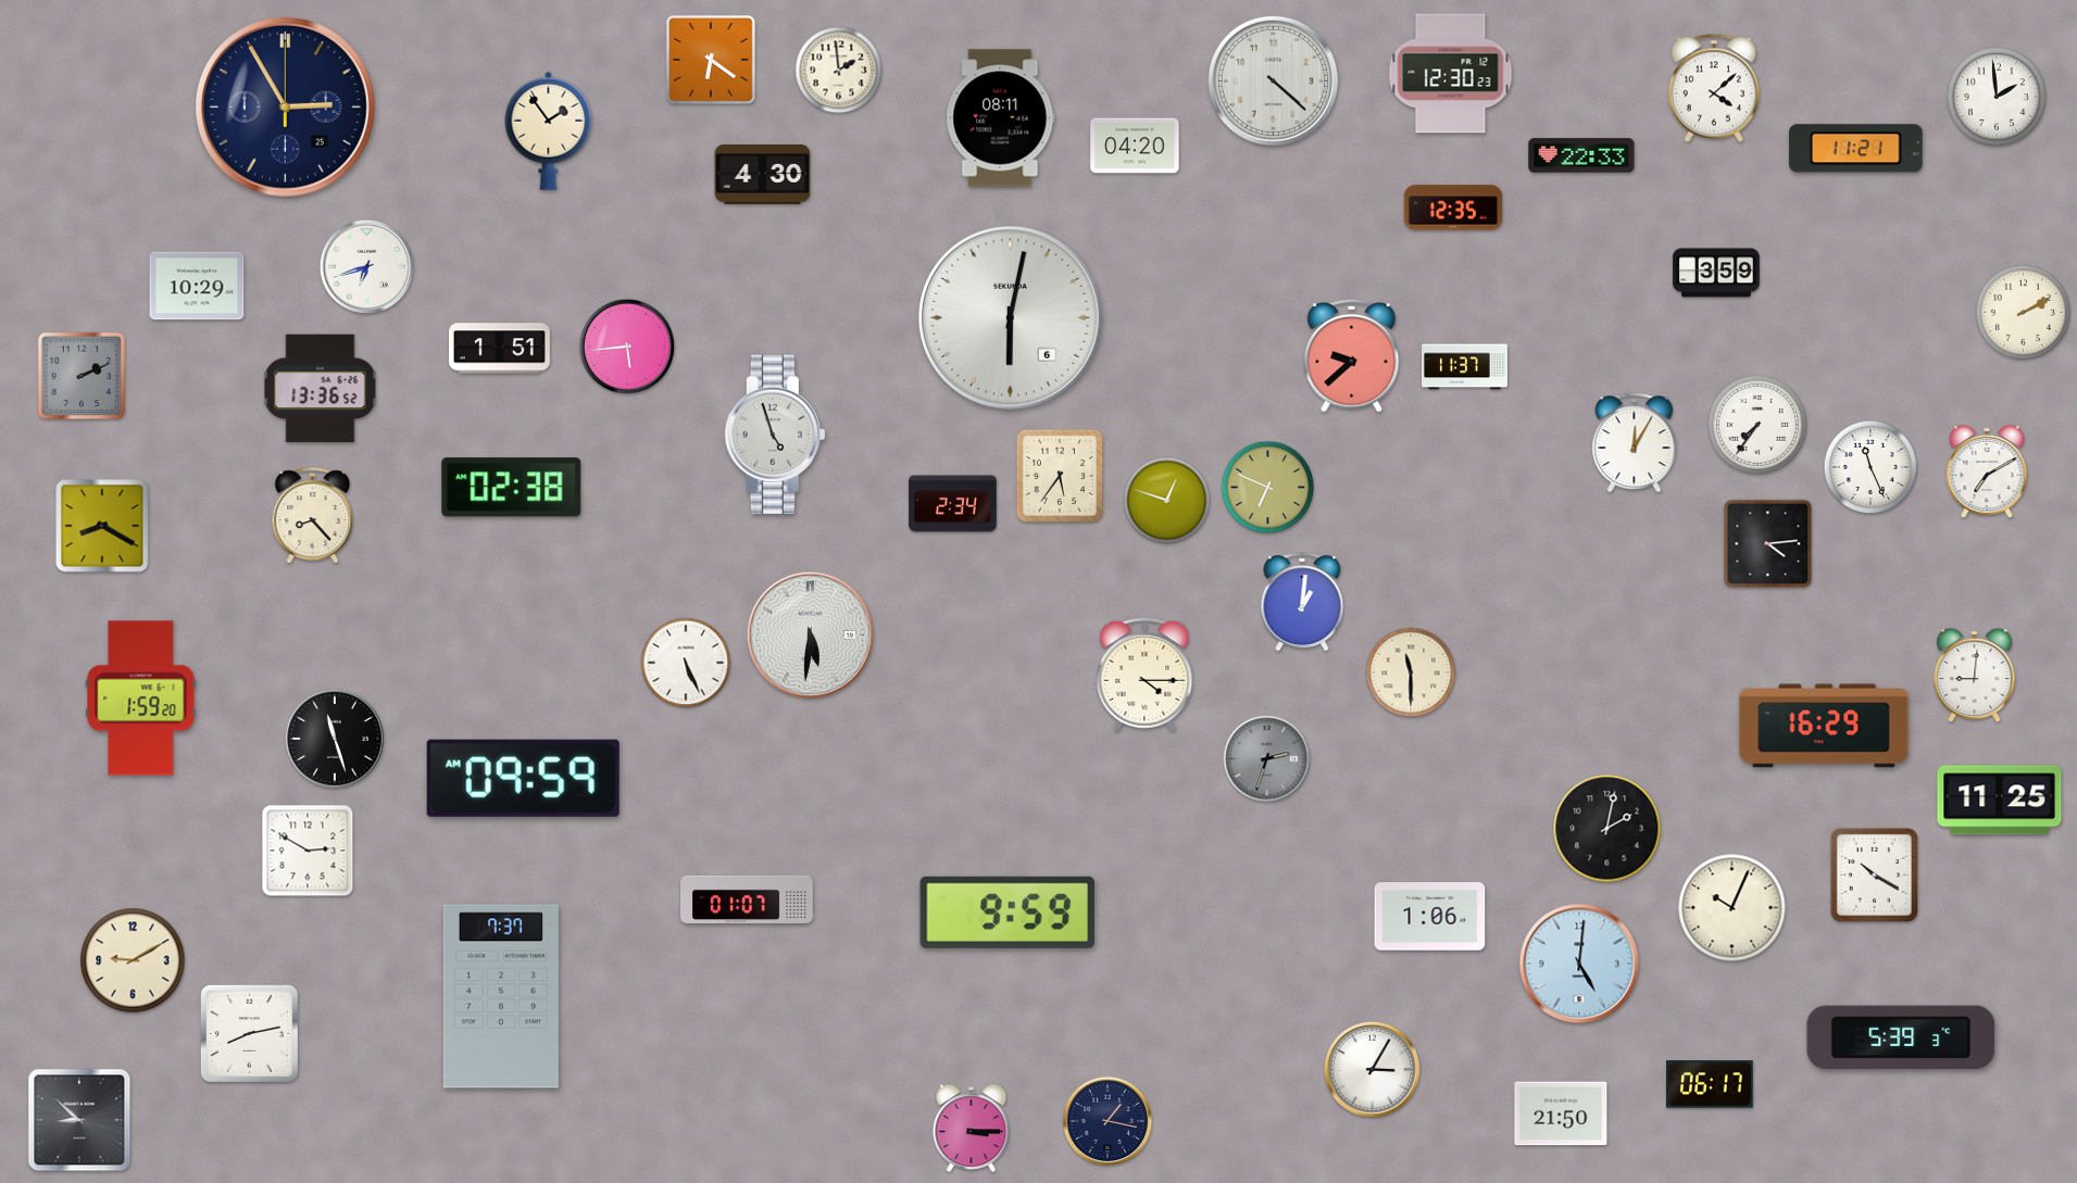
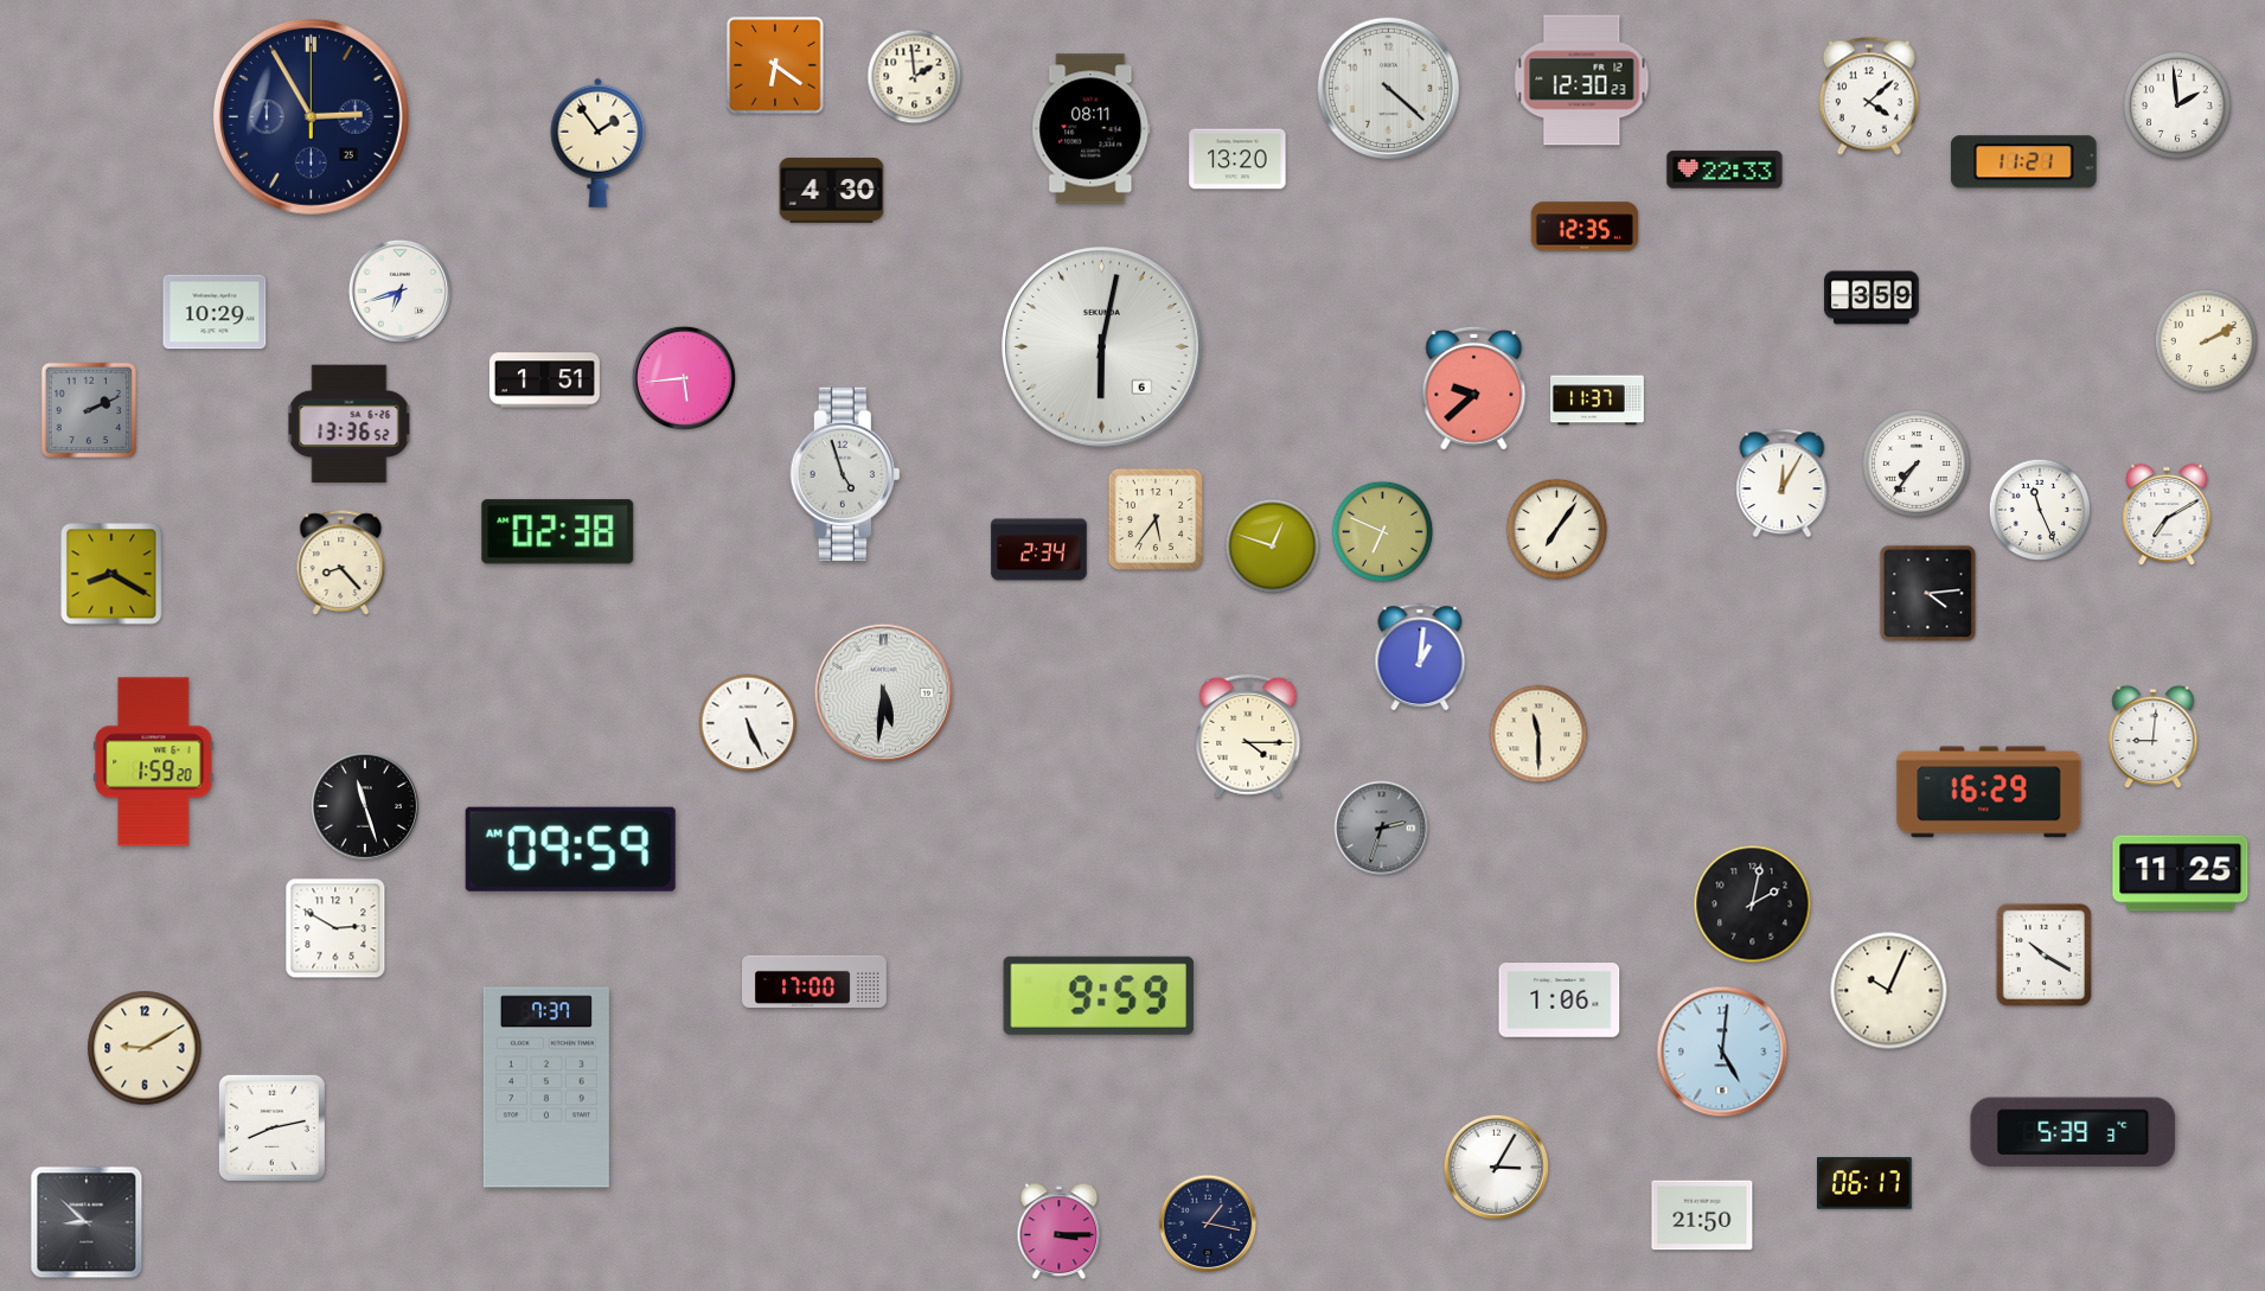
clock at (1135, 146): 04:20 -> 13:20
clock at (1557, 530): none -> 7:06
clock at (748, 899): 01:07 -> 17:00
